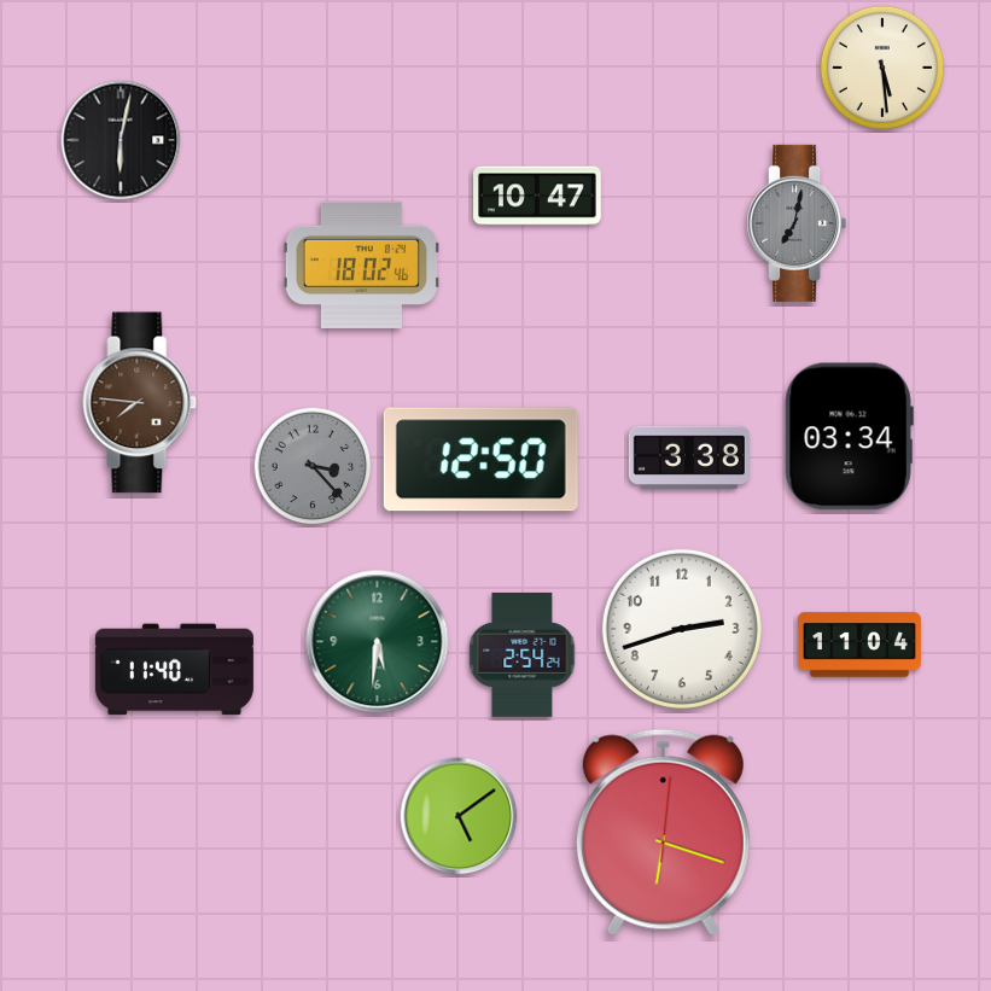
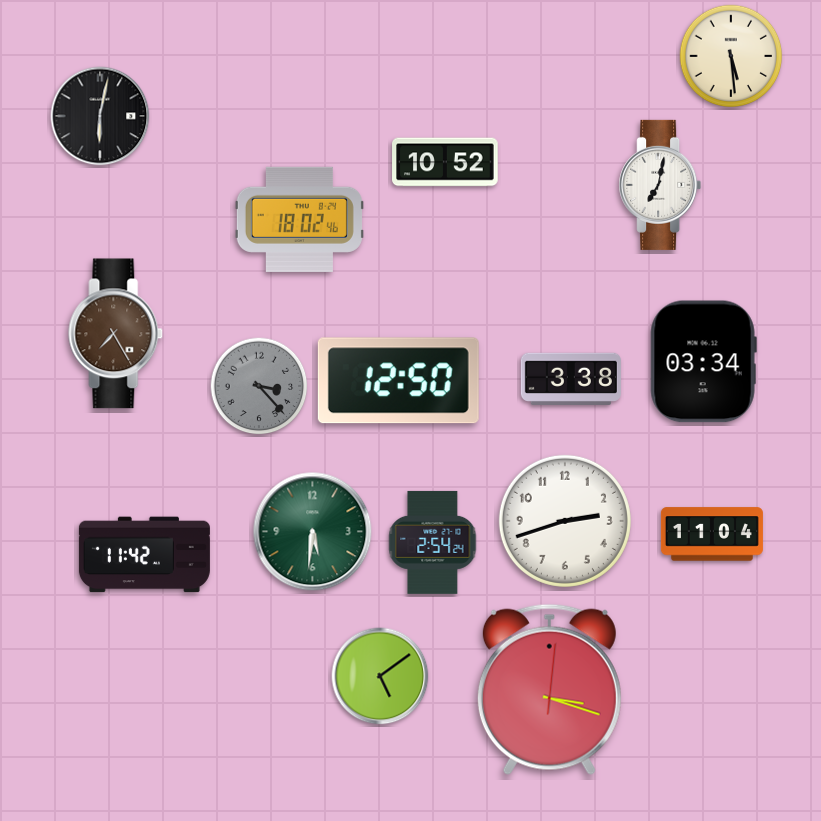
clock at (537, 196): 10:47 -> 10:52
clock at (797, 223) dial: grey -> white
clock at (140, 403): 7:46 -> 7:25
clock at (174, 670): 11:40 -> 11:42
clock at (663, 832): 6:18 -> 3:18
